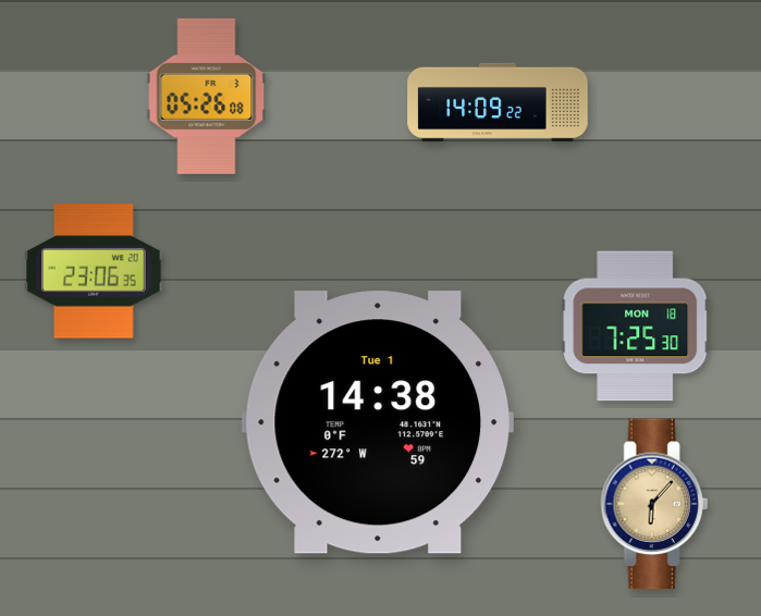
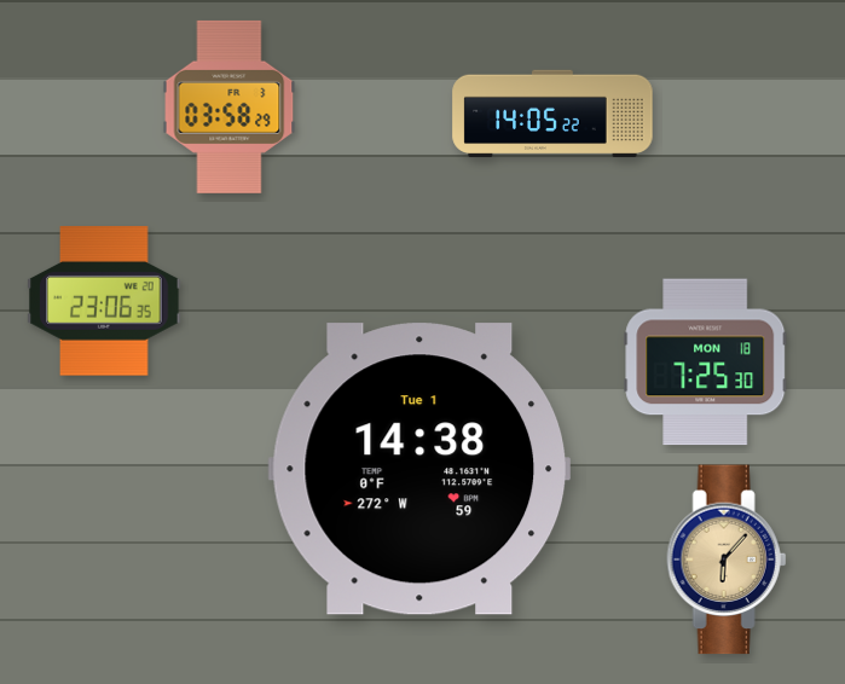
clock at (207, 96): 05:26 -> 03:58
clock at (498, 102): 14:09 -> 14:05
